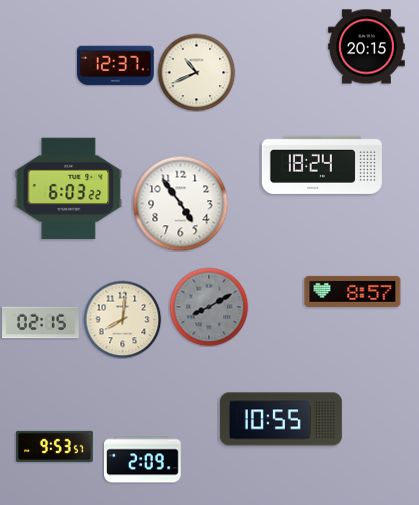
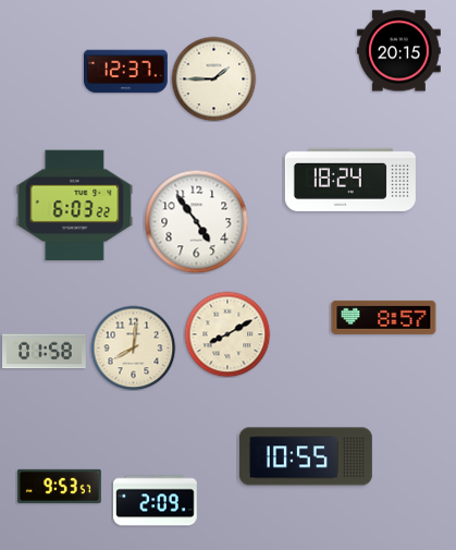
clock at (196, 72): 10:41 -> 1:45
clock at (209, 307) dial: grey -> cream
clock at (41, 323): 02:15 -> 01:58
